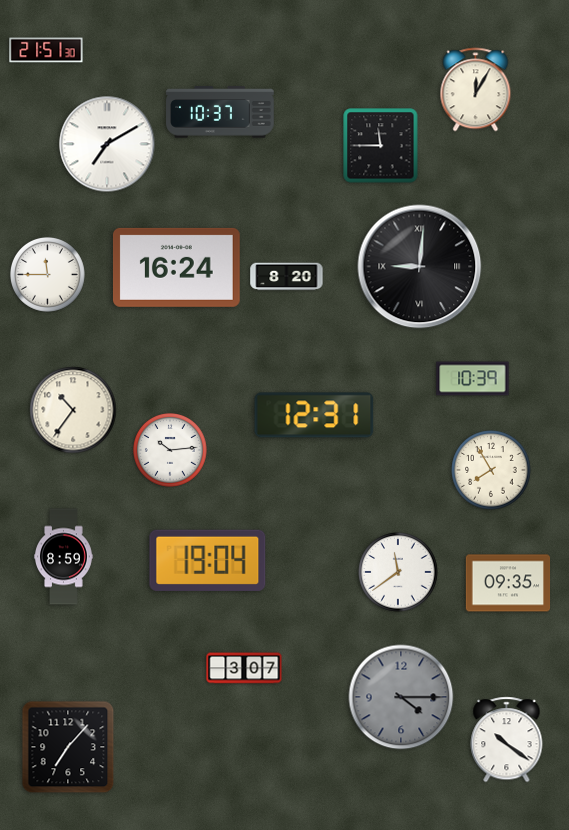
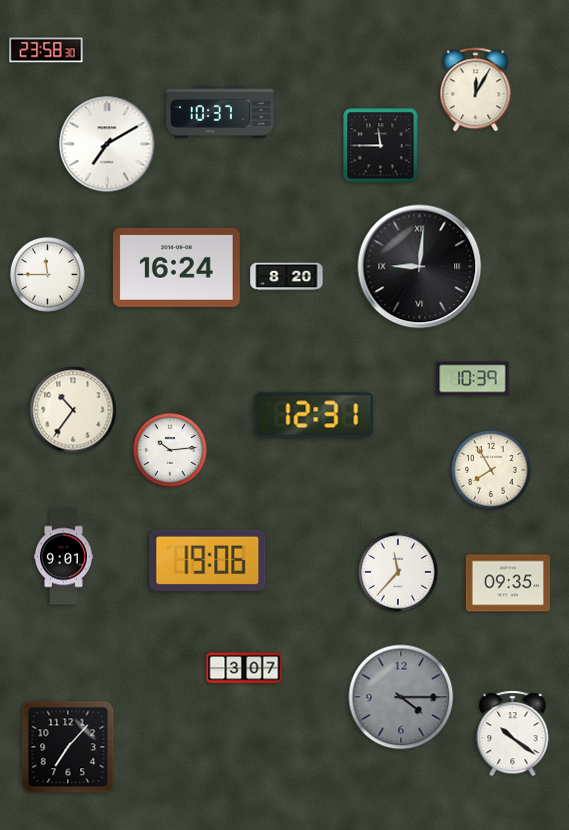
clock at (46, 50): 21:51 -> 23:58
clock at (64, 557): 8:59 -> 9:01
clock at (208, 560): 19:04 -> 19:06
clock at (398, 572): 11:39 -> 11:37
clock at (507, 740) position: (507, 740) -> (513, 734)
